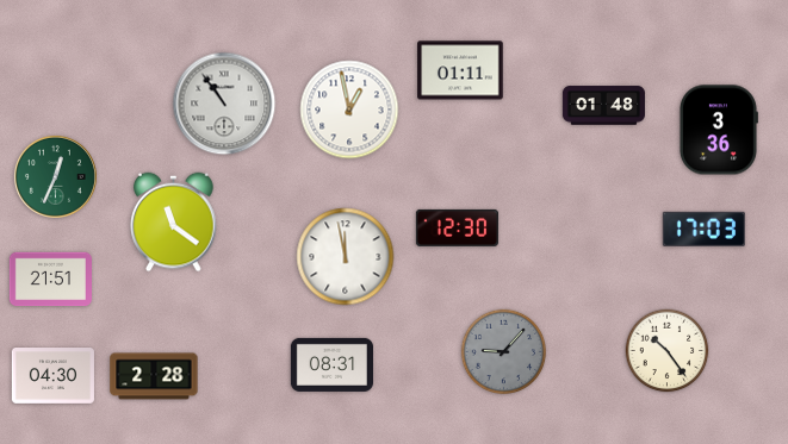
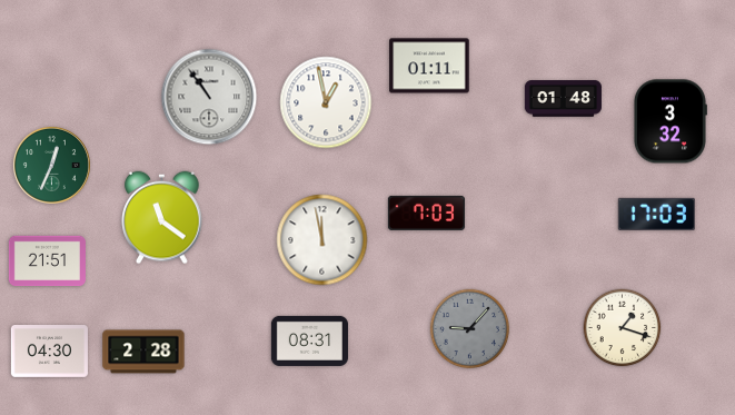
clock at (718, 130): 3:36 -> 3:32
clock at (174, 223) position: (174, 223) -> (162, 218)
clock at (457, 227): 12:30 -> 7:03
clock at (668, 351): 10:24 -> 1:18
